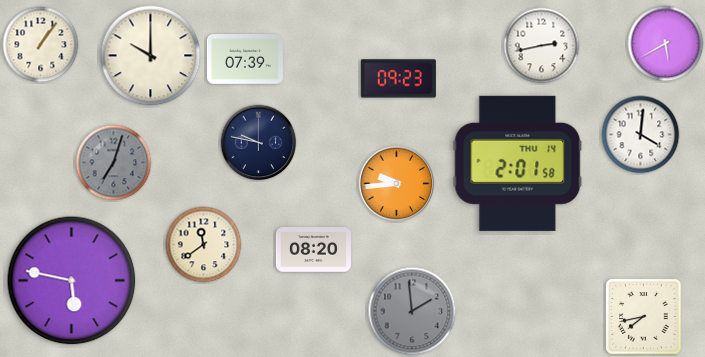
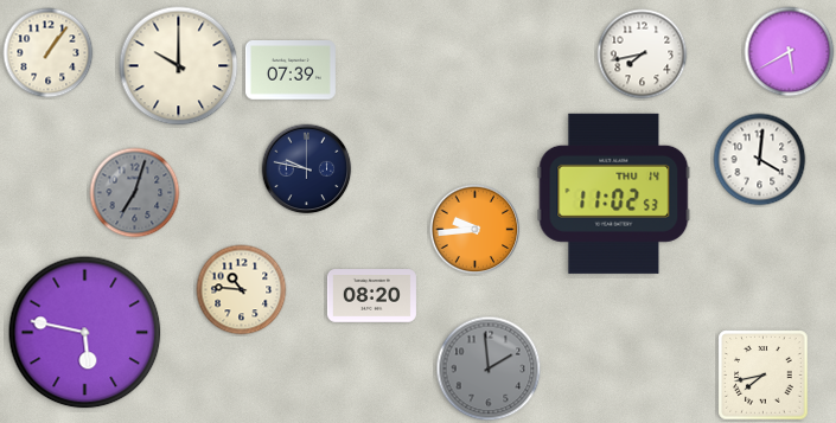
clock at (542, 46): 2:43 -> 7:43
clock at (398, 79): 09:23 -> none
clock at (518, 163): 2:01 -> 11:02
clock at (397, 184) position: (397, 184) -> (476, 230)
clock at (204, 245): 11:39 -> 10:46
